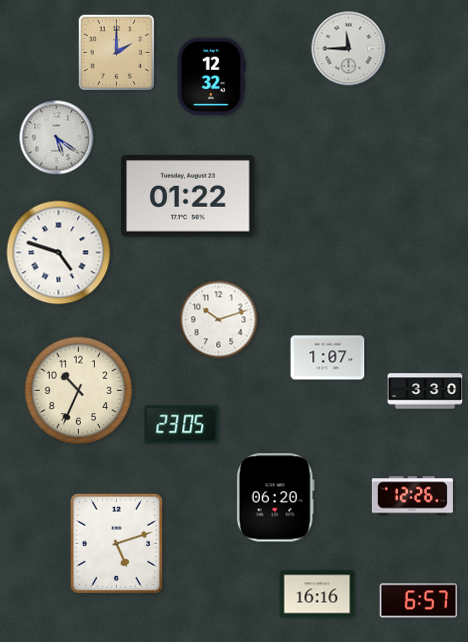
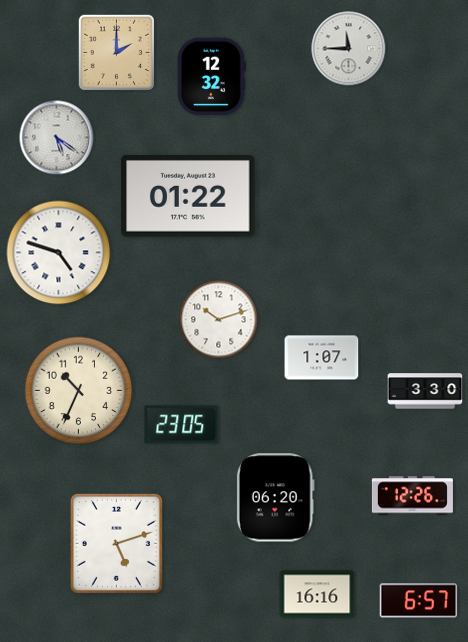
clock at (328, 358) position: (328, 358) -> (322, 358)
